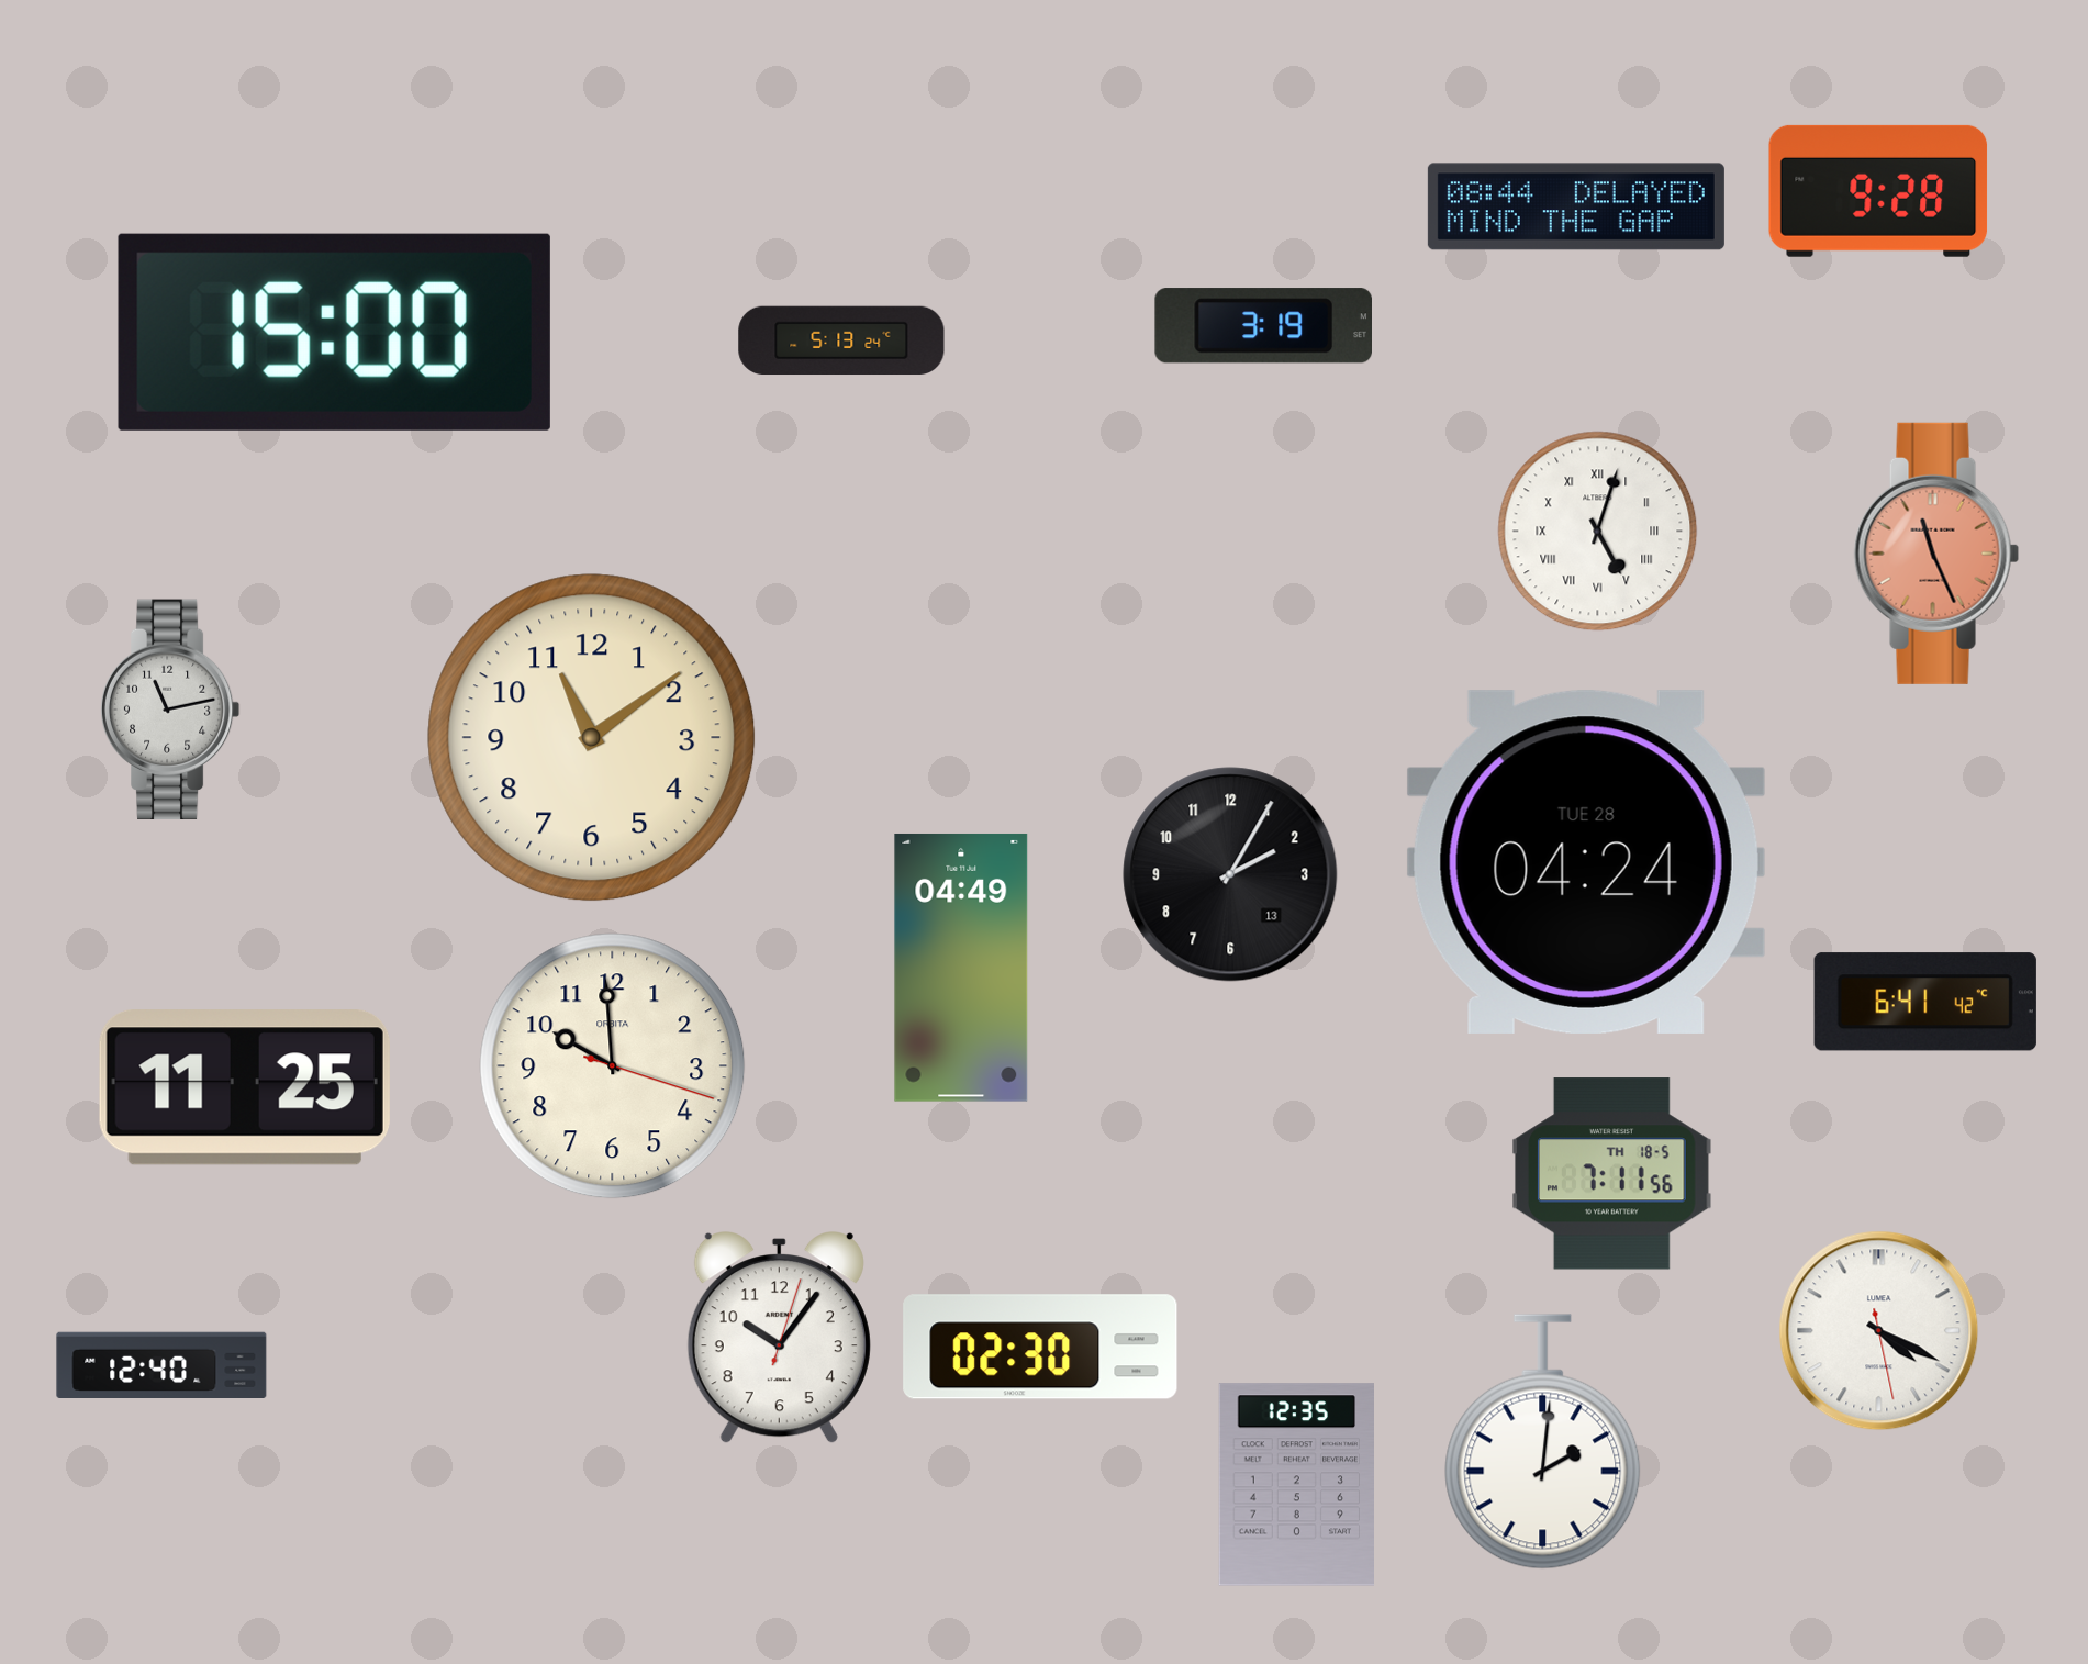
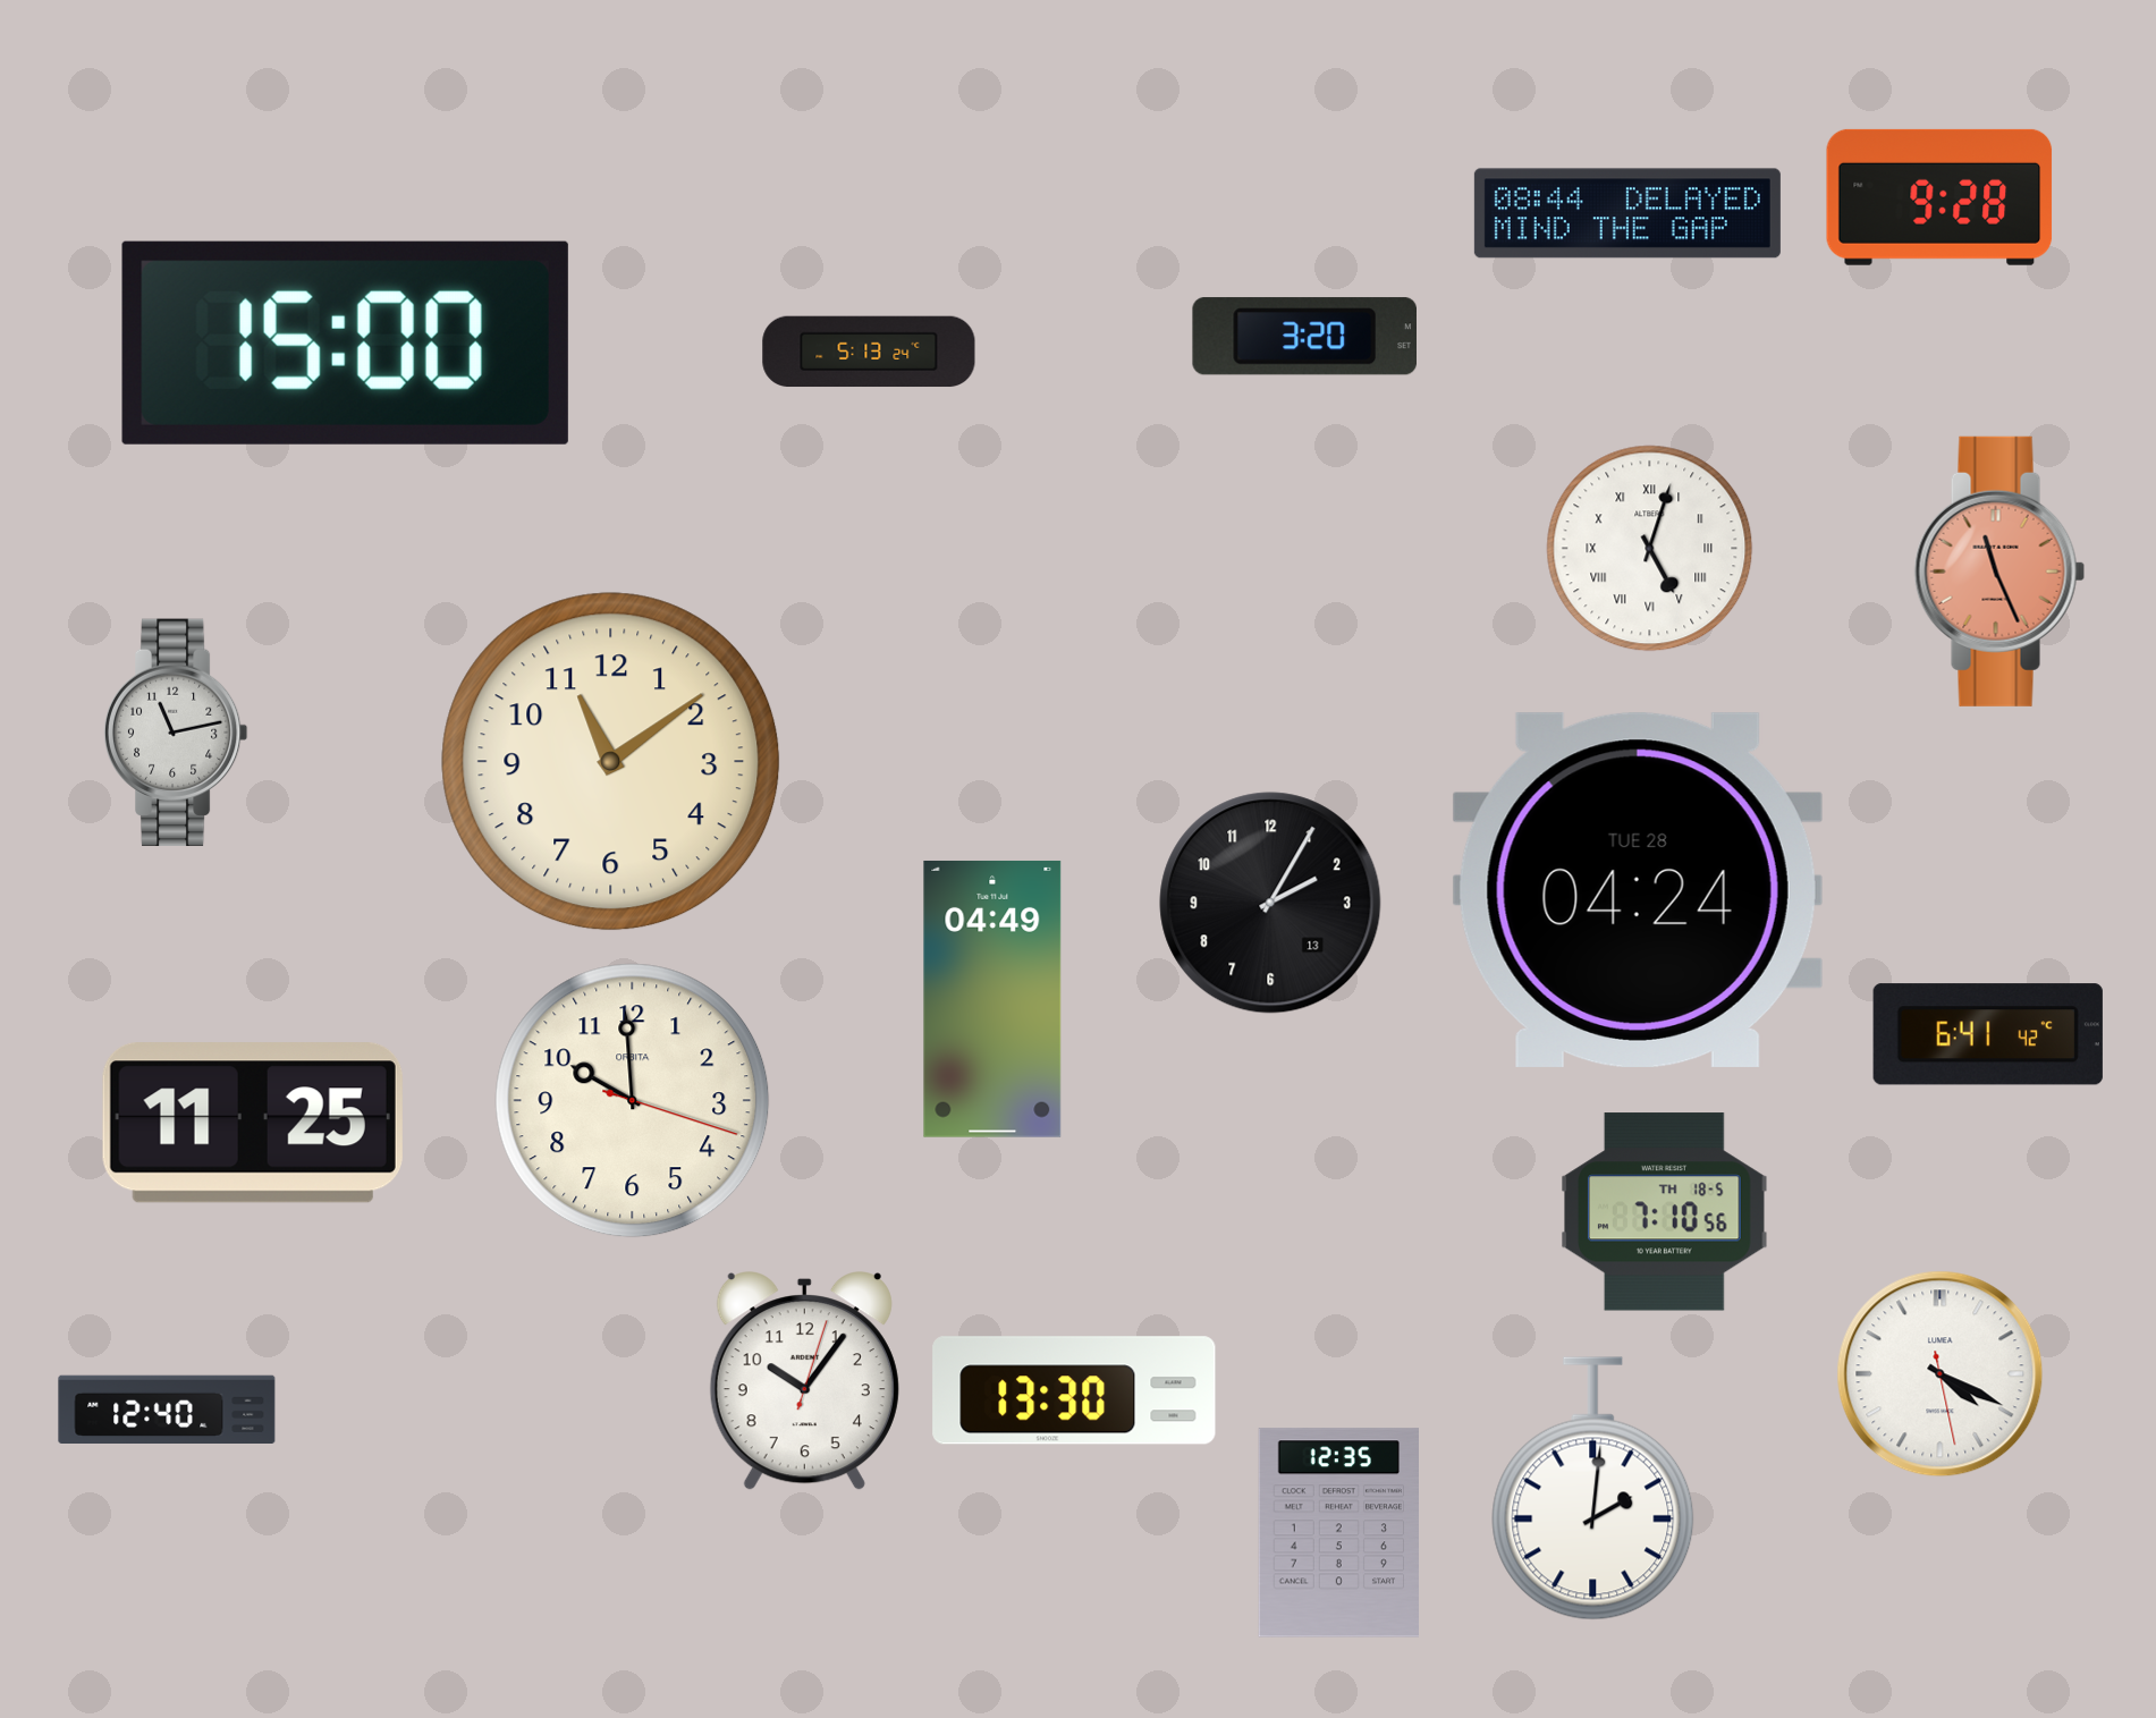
clock at (1263, 326): 3:19 -> 3:20
clock at (1612, 1174): 7:11 -> 7:10
clock at (1040, 1347): 02:30 -> 13:30
